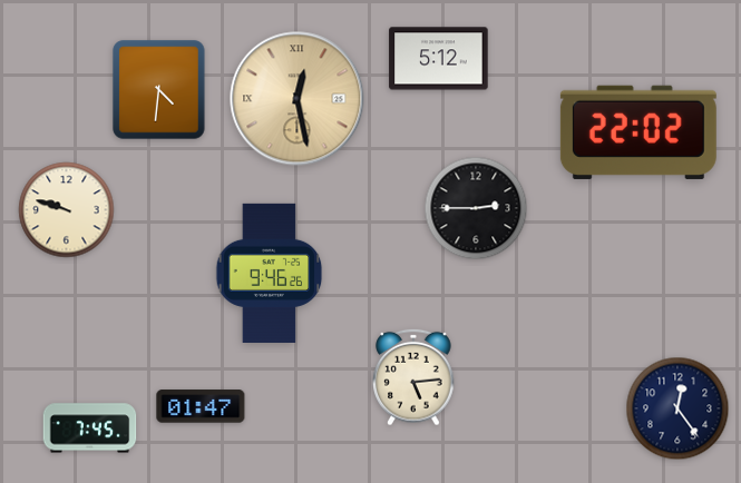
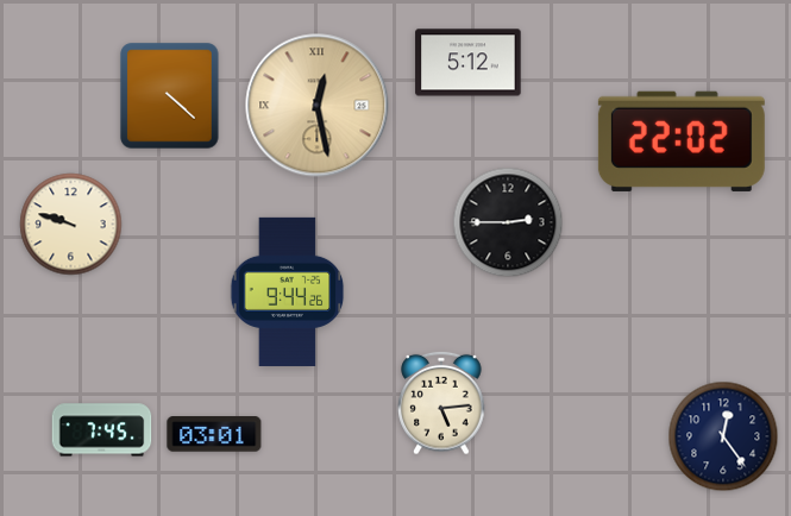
clock at (159, 90): 4:31 -> 4:22
clock at (270, 273): 9:46 -> 9:44
clock at (201, 406): 01:47 -> 03:01
clock at (90, 428) position: (90, 428) -> (102, 430)
